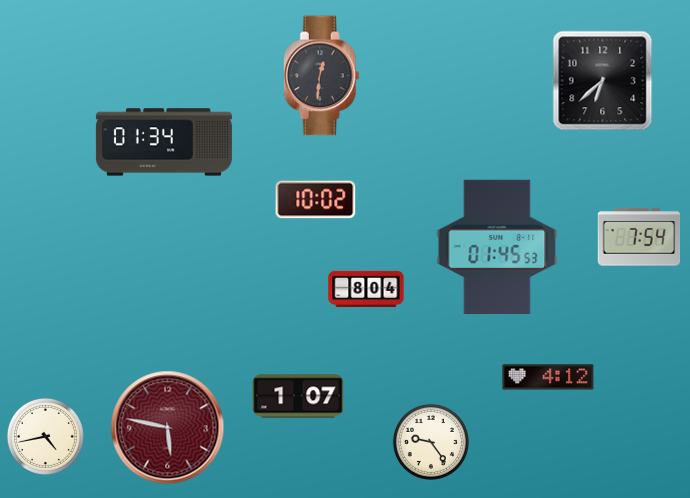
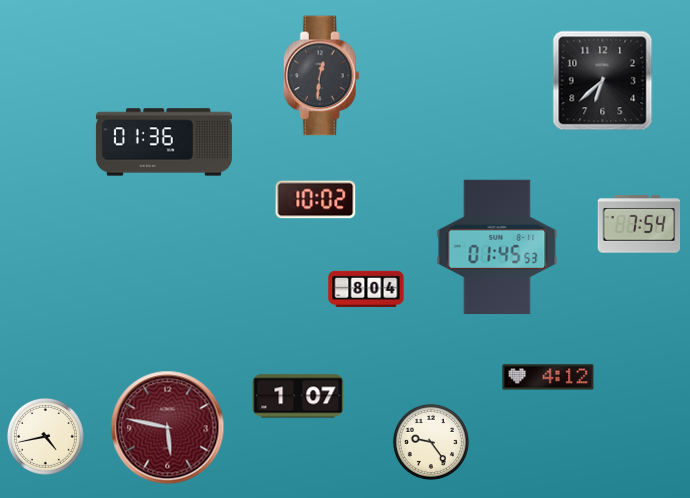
clock at (164, 142): 01:34 -> 01:36
clock at (639, 237) position: (639, 237) -> (639, 224)
